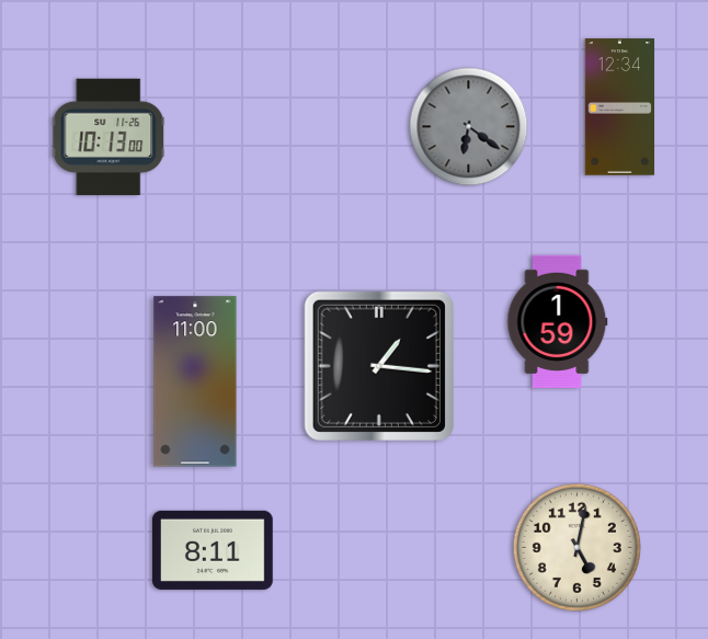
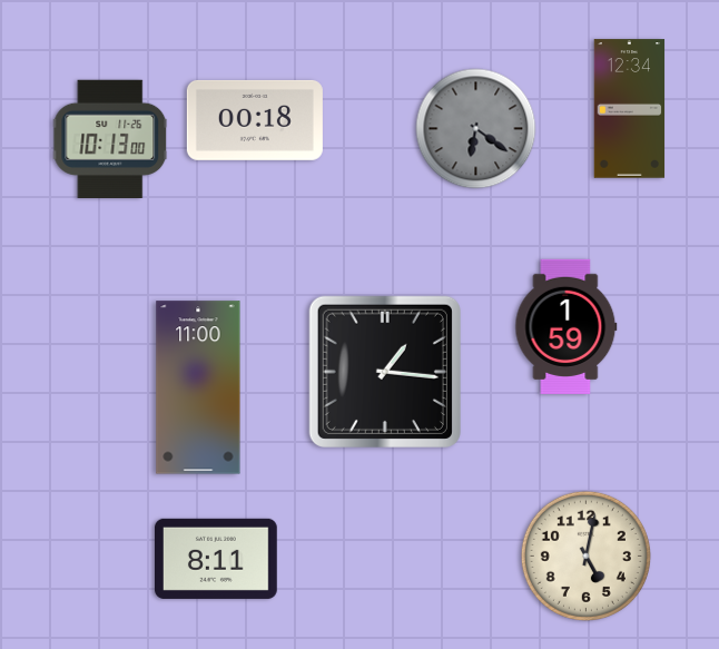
clock at (255, 120): none -> 00:18
